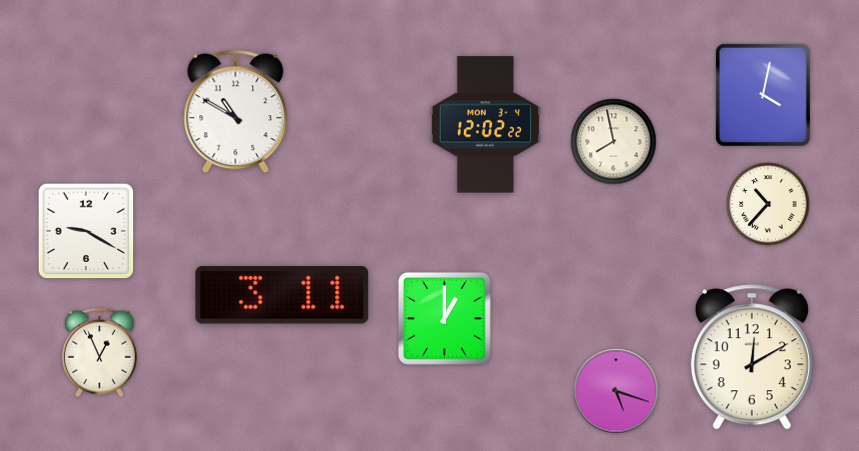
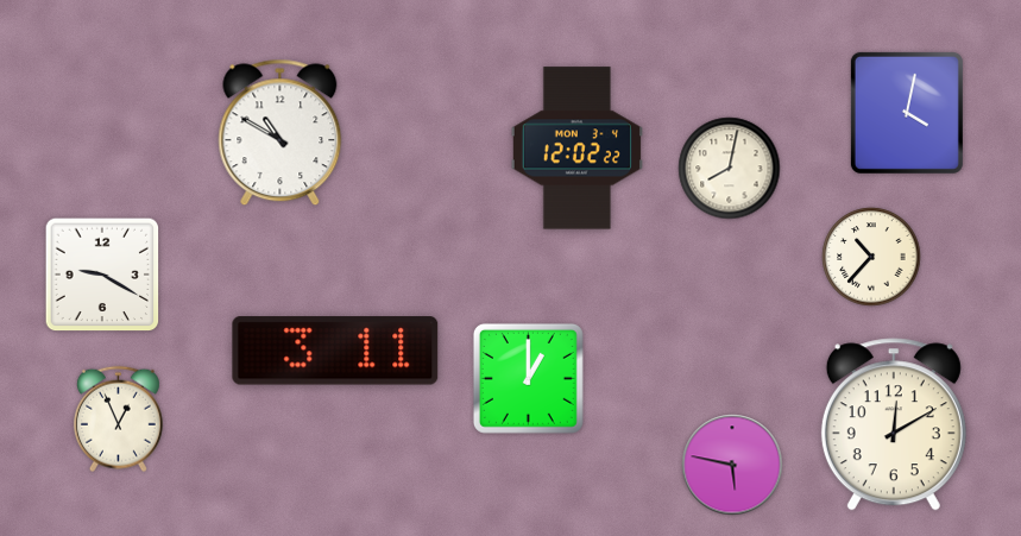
clock at (614, 142): 7:58 -> 8:02
clock at (768, 204) position: (768, 204) -> (871, 257)
clock at (616, 391): 5:18 -> 5:47
